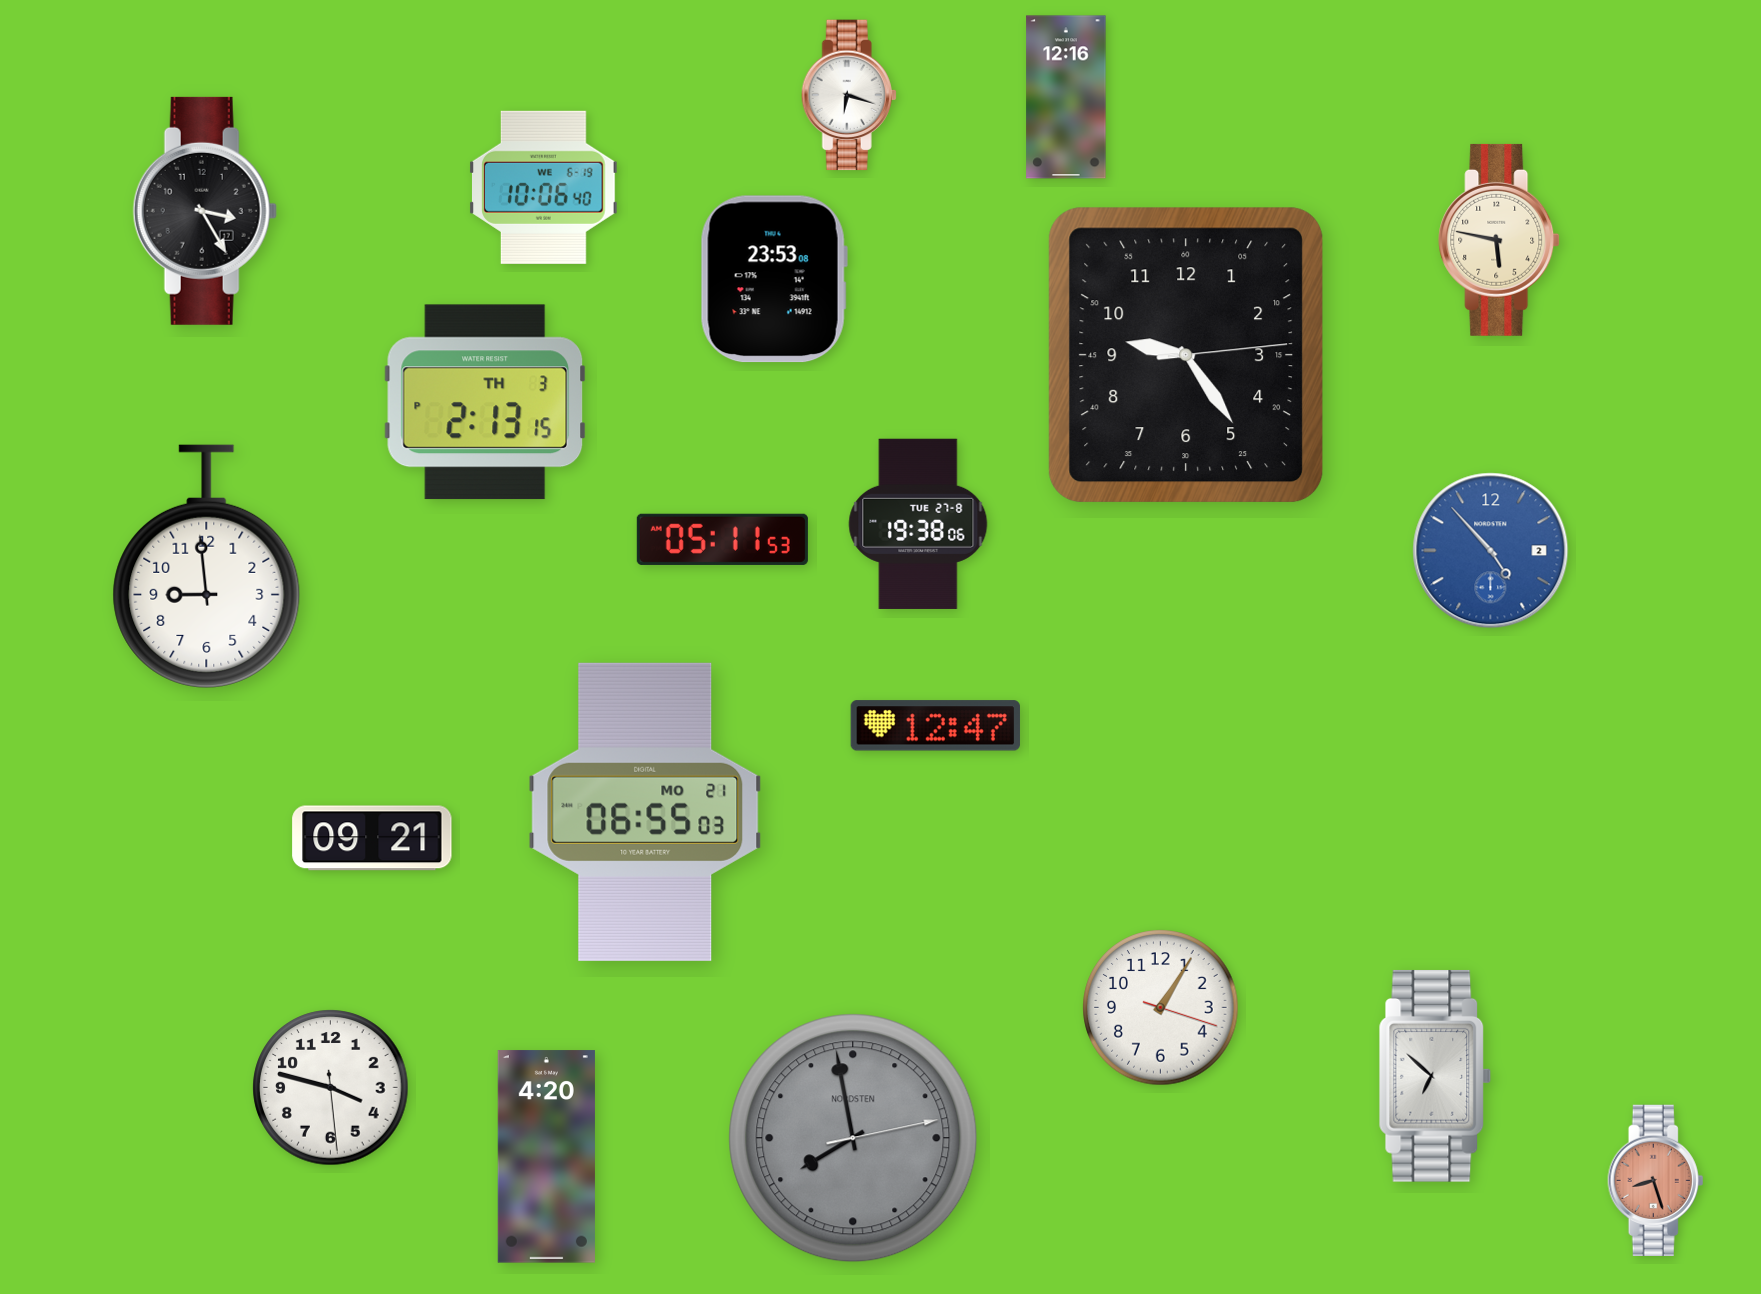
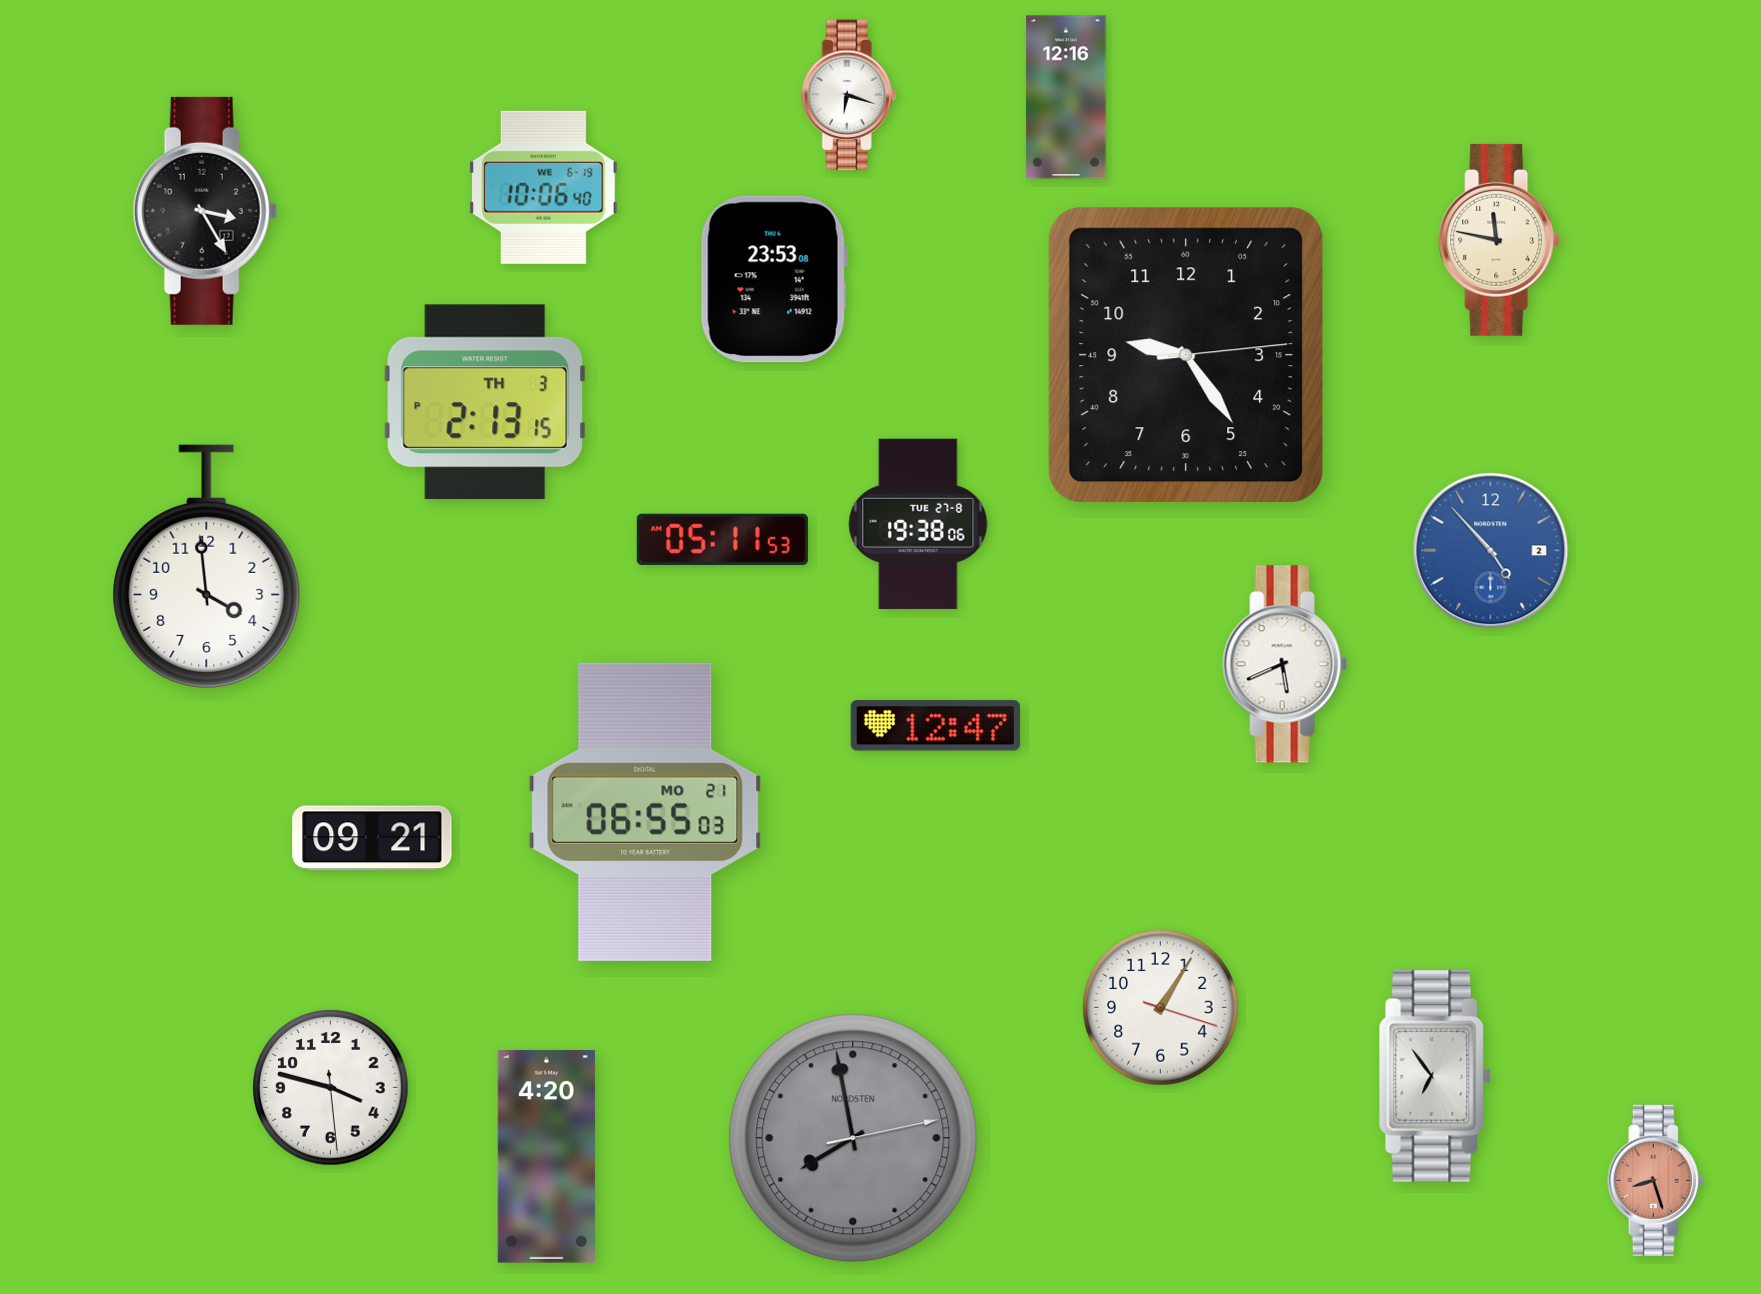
clock at (1499, 240): 5:47 -> 11:47
clock at (207, 566): 8:59 -> 3:59
clock at (1285, 664): none -> 5:41
clock at (1435, 1076): 6:52 -> 6:54
